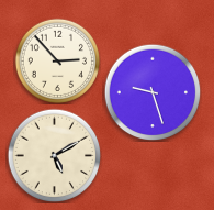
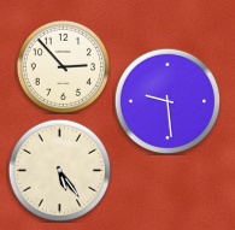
clock at (153, 92): 9:27 -> 9:29
clock at (54, 155): 5:10 -> 5:24
